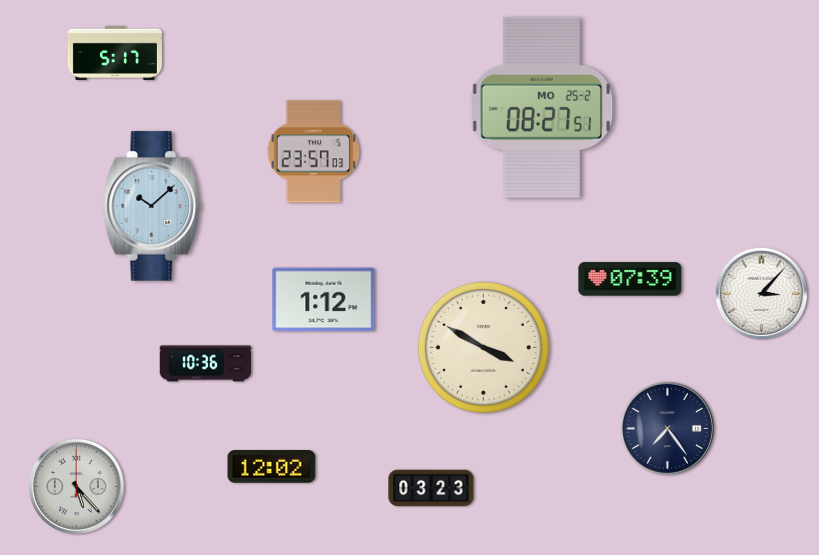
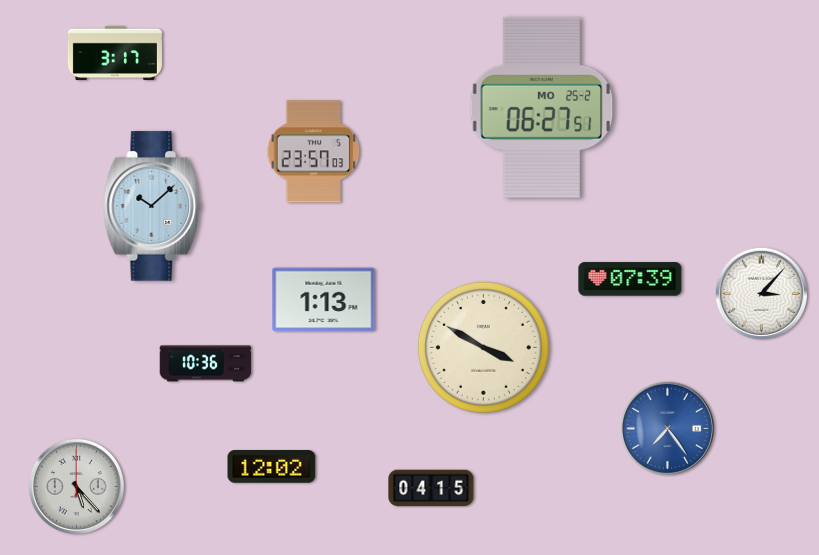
clock at (115, 53): 5:17 -> 3:17
clock at (542, 107): 08:27 -> 06:27
clock at (324, 300): 1:12 -> 1:13
clock at (667, 428) dial: navy -> blue
clock at (431, 488): 03:23 -> 04:15
